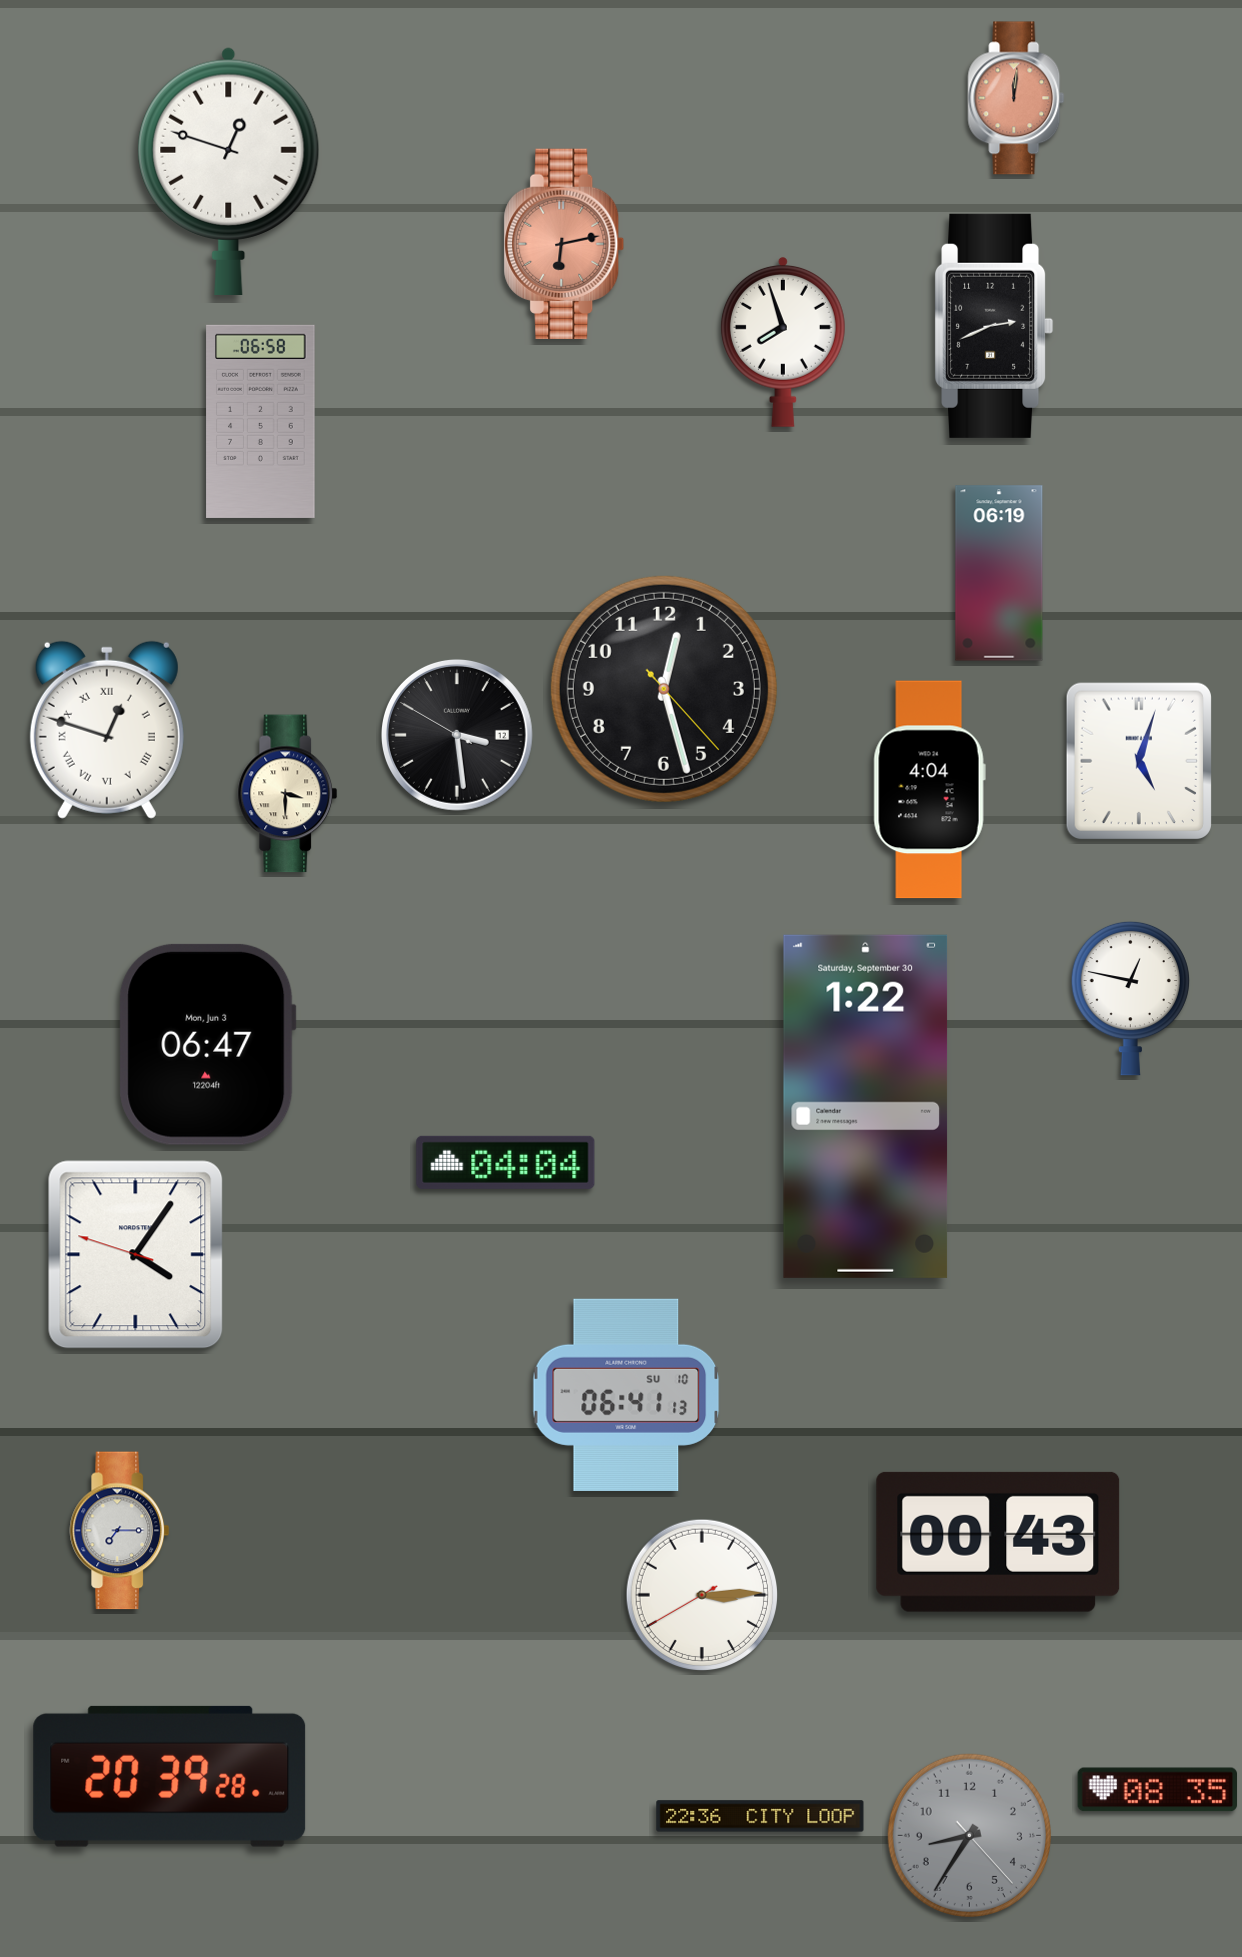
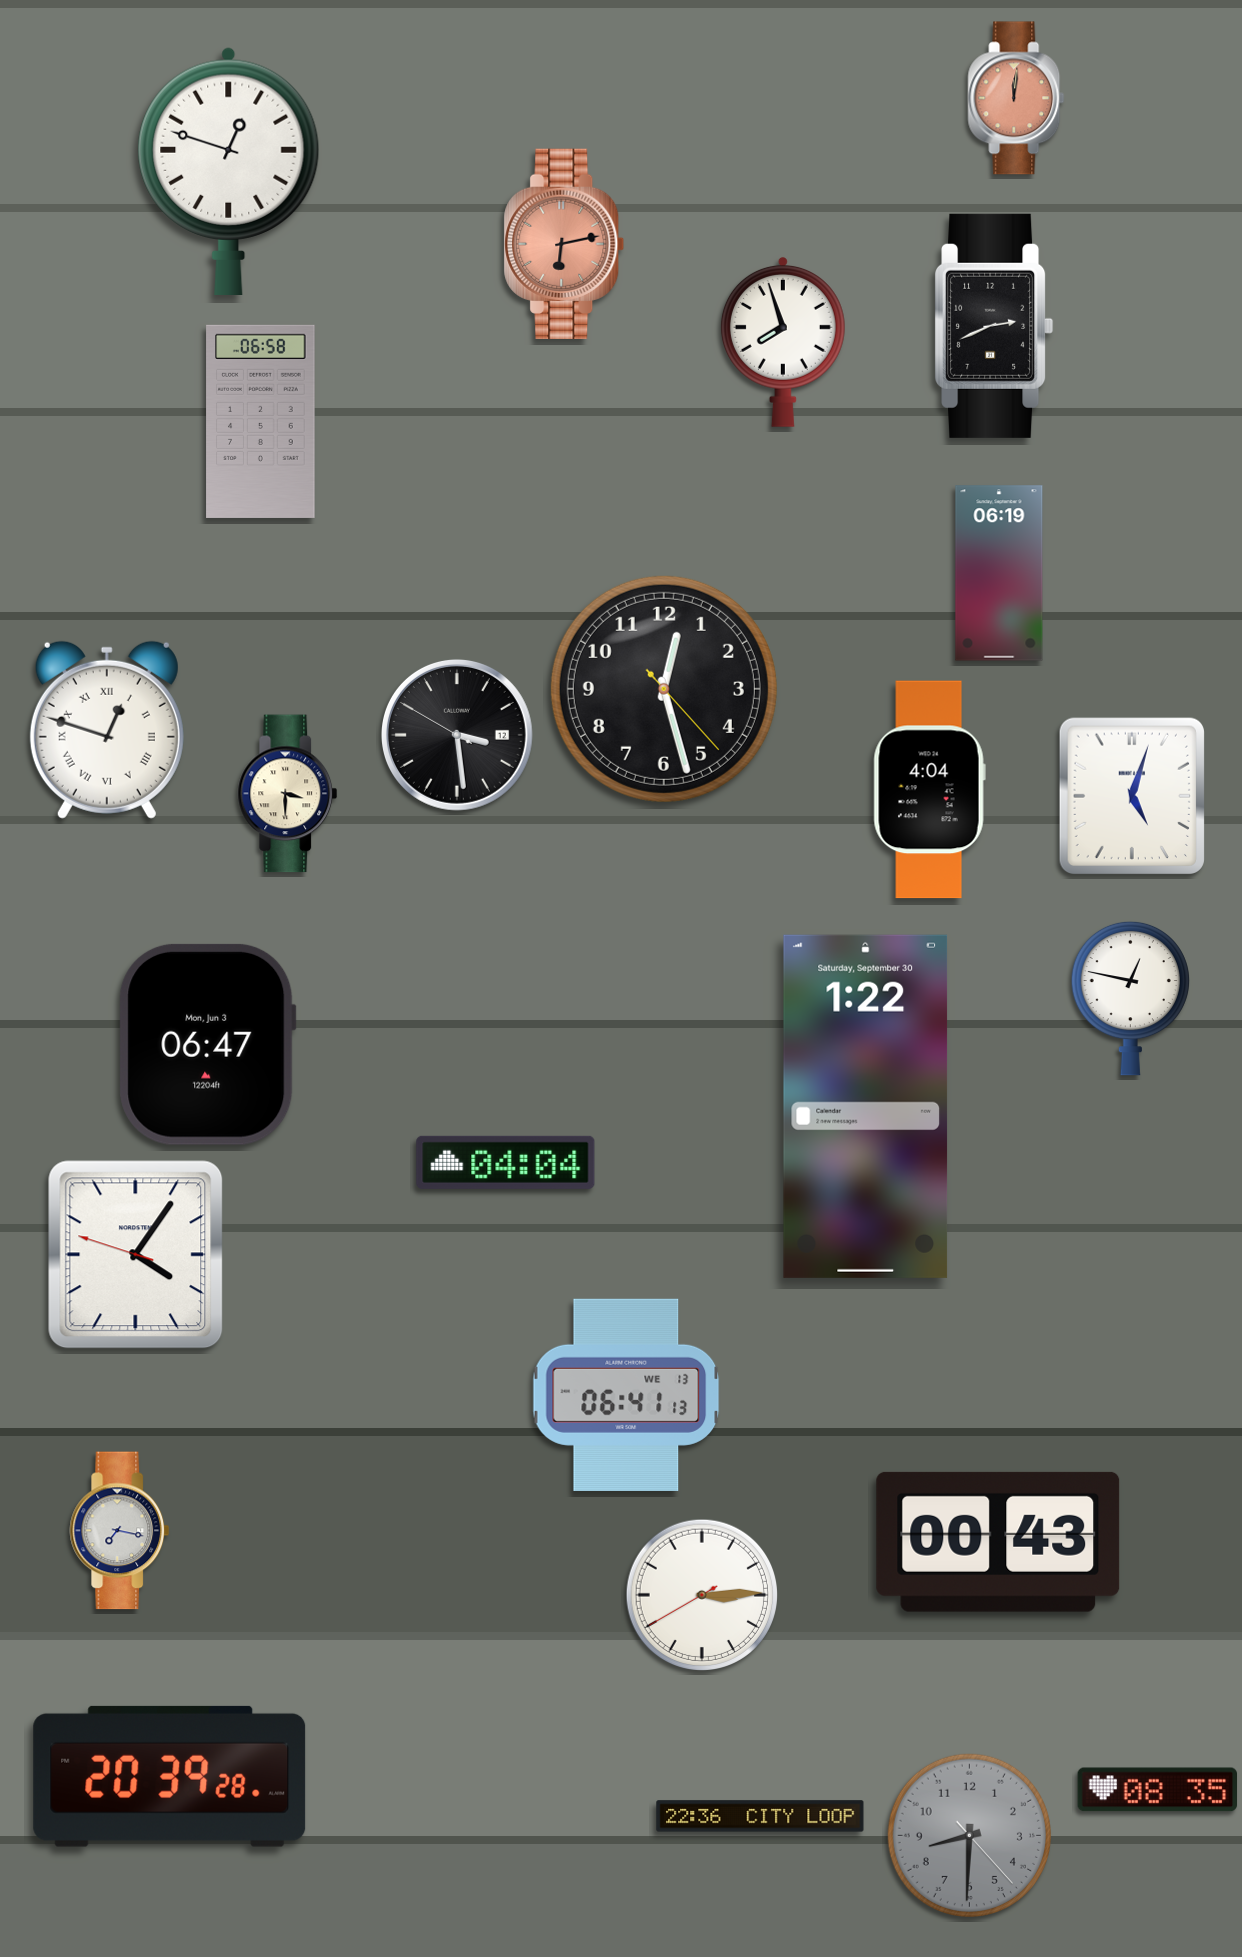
clock at (1138, 760) position: (1138, 760) -> (1131, 795)
clock at (626, 1395) date: SU 10 -> WE 13
clock at (120, 1531): 7:15 -> 7:17
clock at (969, 1835): 8:35 -> 8:30
